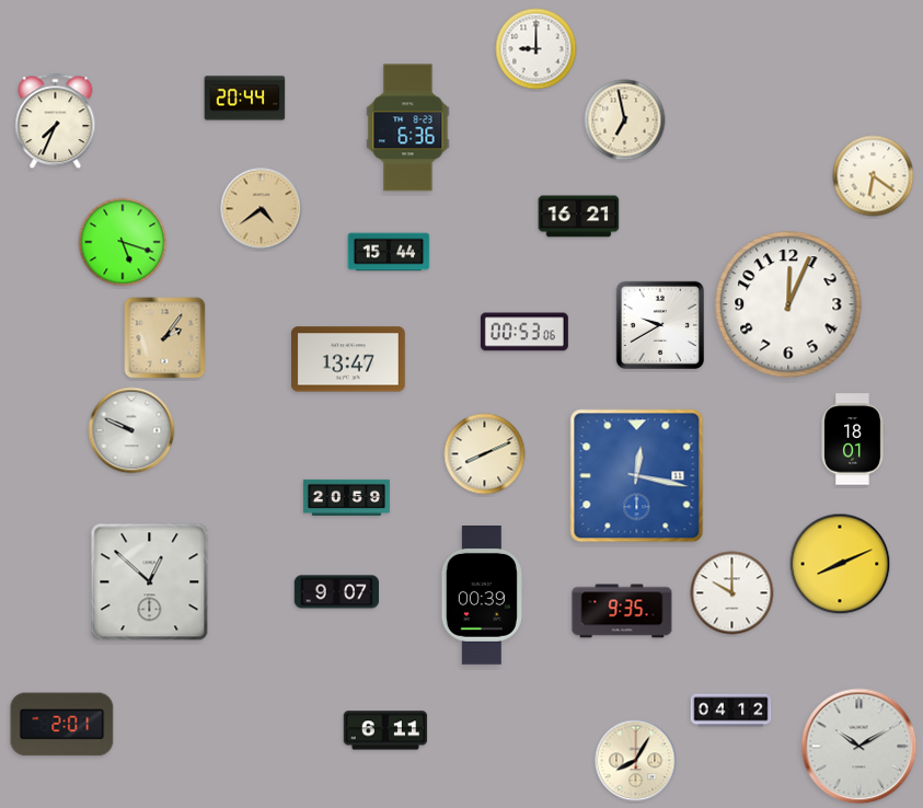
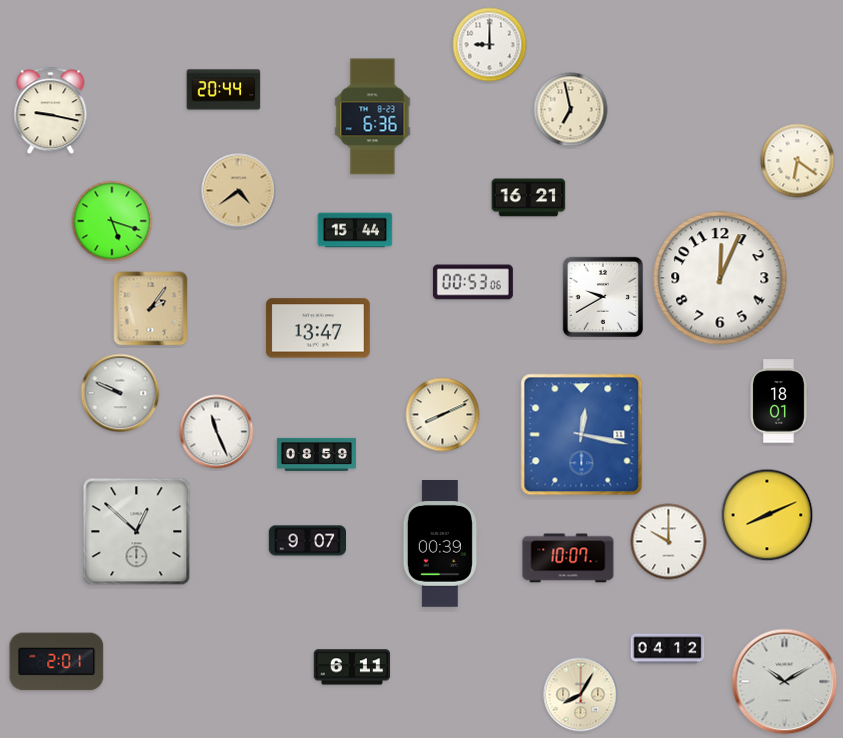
clock at (56, 122): 7:34 -> 9:17
clock at (524, 332) position: (524, 332) -> (473, 282)
clock at (217, 432): none -> 11:26
clock at (346, 497): 20:59 -> 08:59
clock at (622, 611): 9:35 -> 10:07
